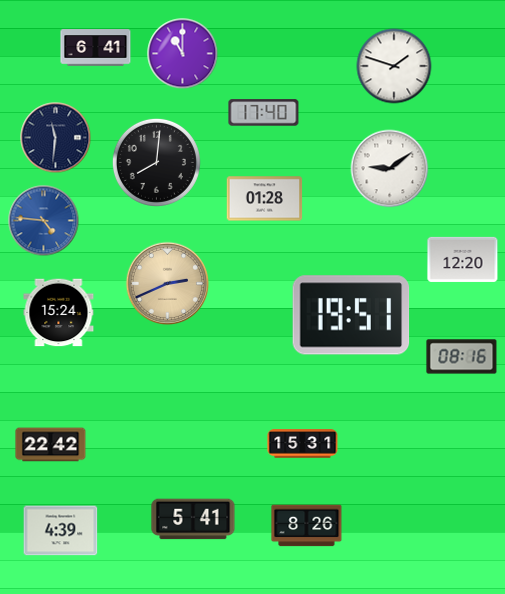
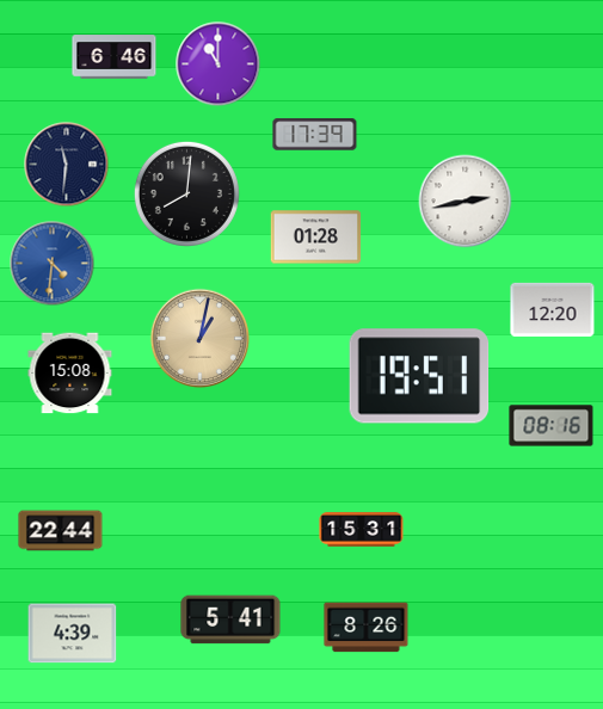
clock at (96, 48): 6:41 -> 6:46
clock at (394, 66): 1:48 -> none
clock at (264, 113): 17:40 -> 17:39
clock at (390, 169): 9:09 -> 2:43
clock at (44, 221): 4:46 -> 4:31
clock at (168, 284): 2:41 -> 1:02
clock at (59, 313): 15:24 -> 15:08
clock at (51, 445): 22:42 -> 22:44
